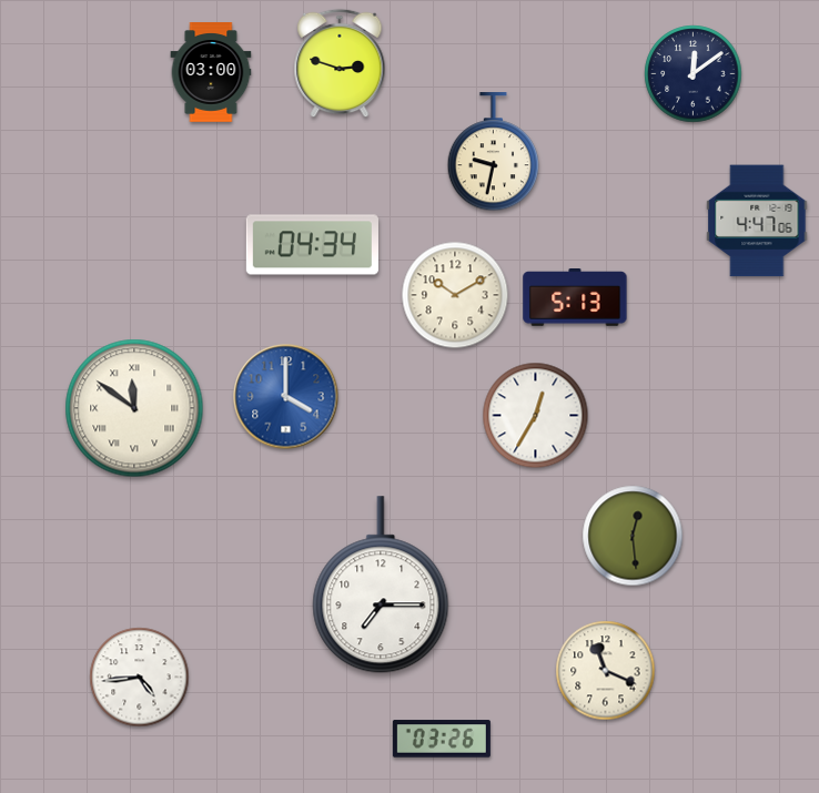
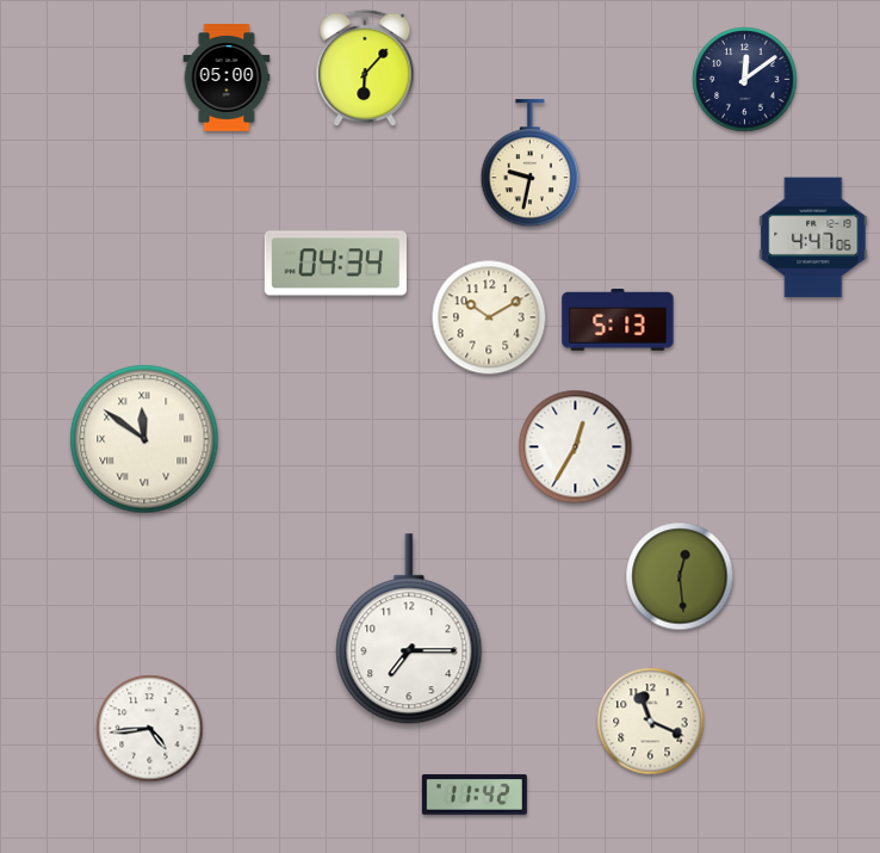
clock at (340, 63): 2:48 -> 6:07
clock at (211, 73): 03:00 -> 05:00
clock at (286, 397): 4:00 -> none
clock at (442, 739): 03:26 -> 11:42
